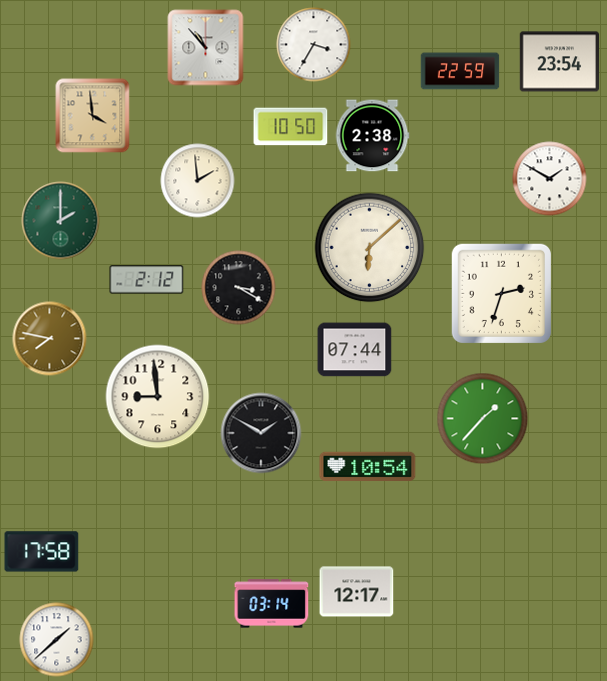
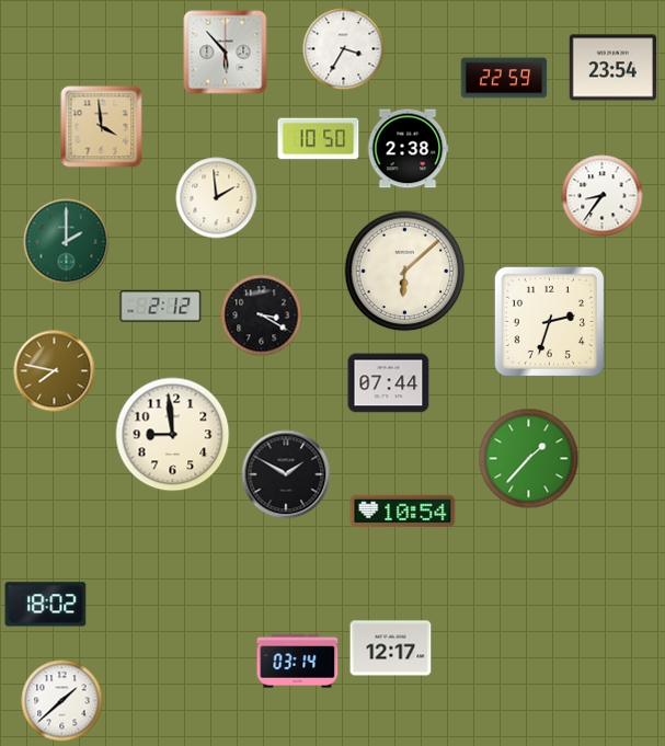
clock at (206, 48): 10:53 -> 5:53
clock at (550, 179): 1:50 -> 8:36
clock at (42, 552): 17:58 -> 18:02
